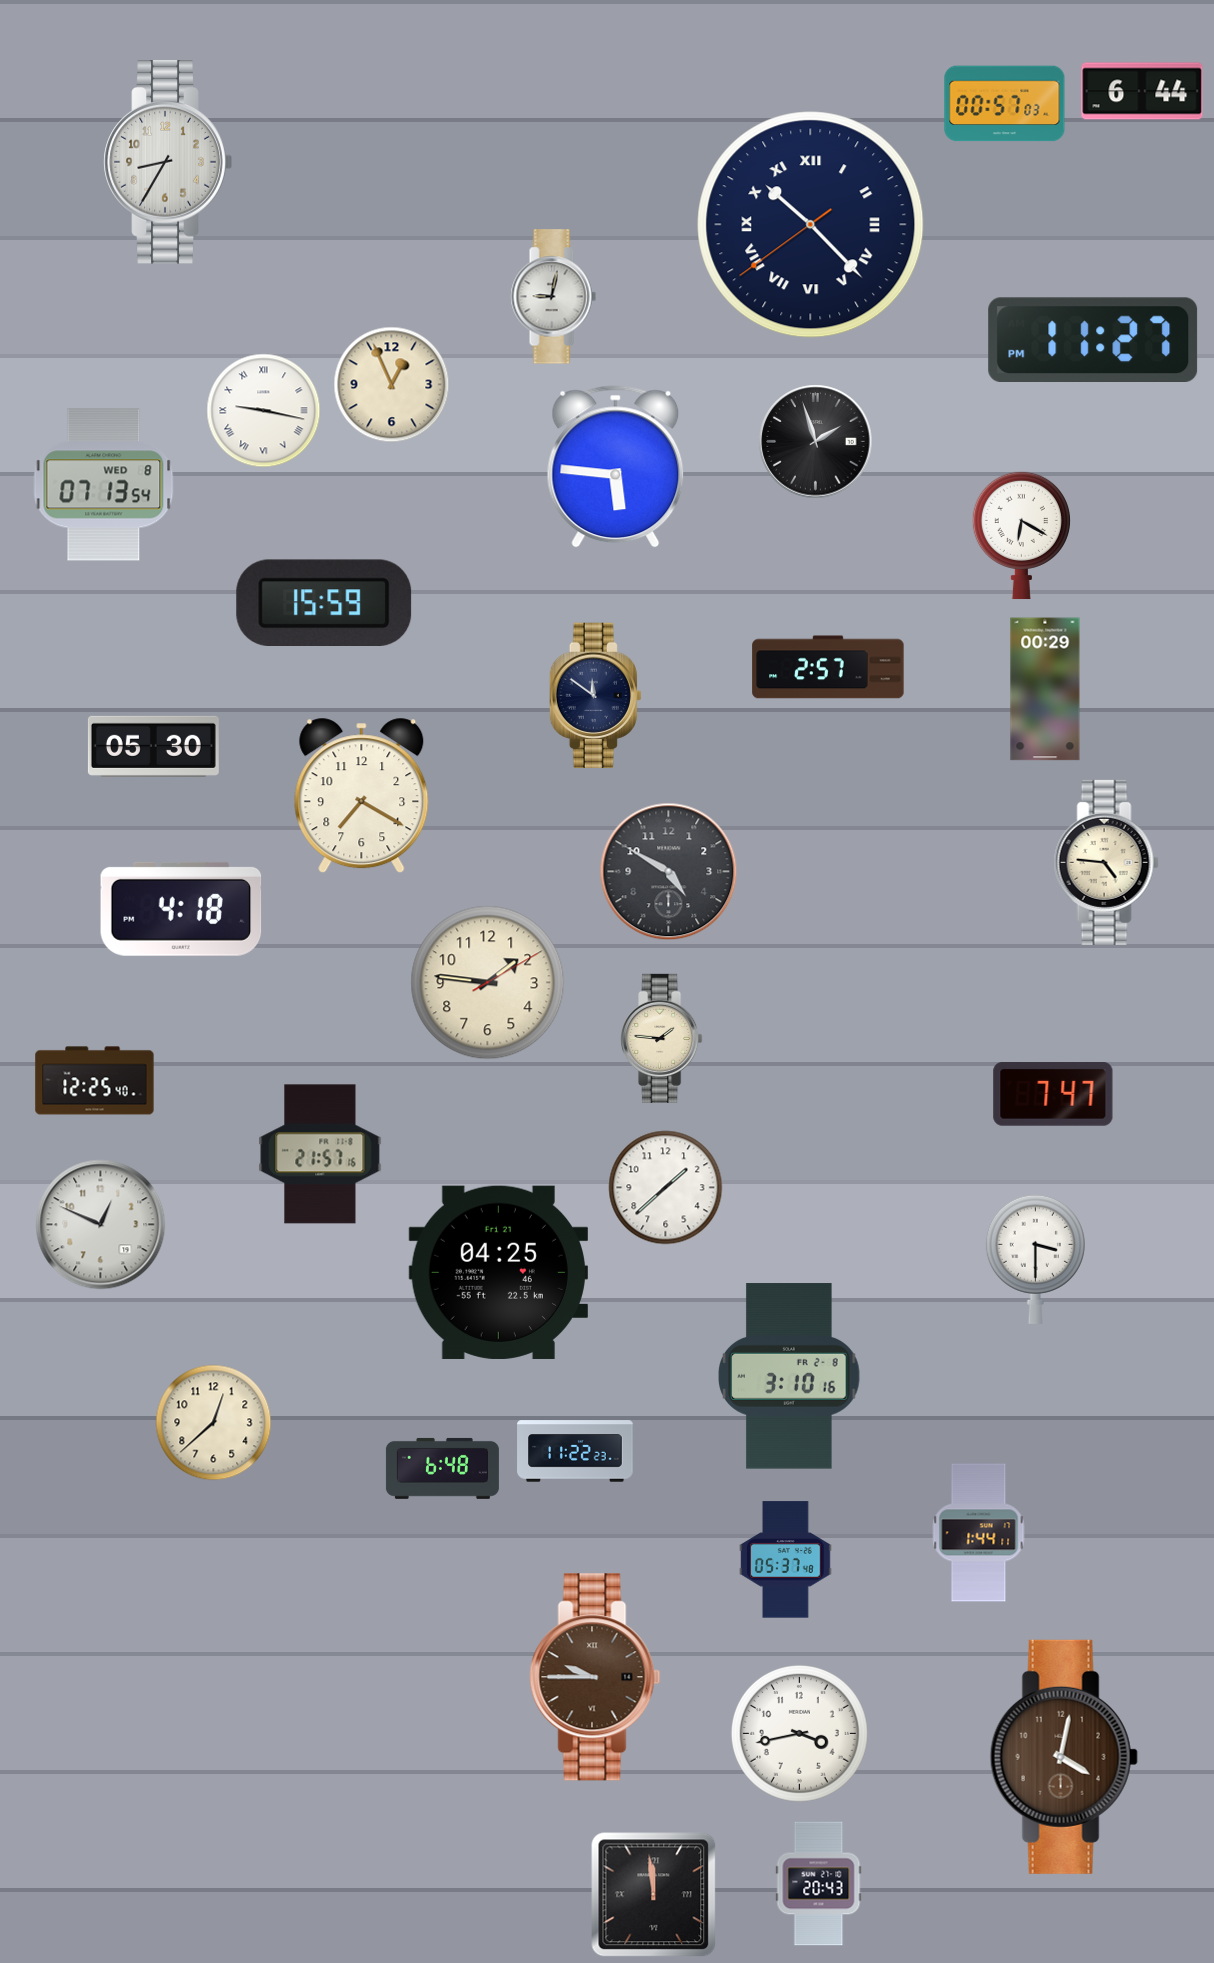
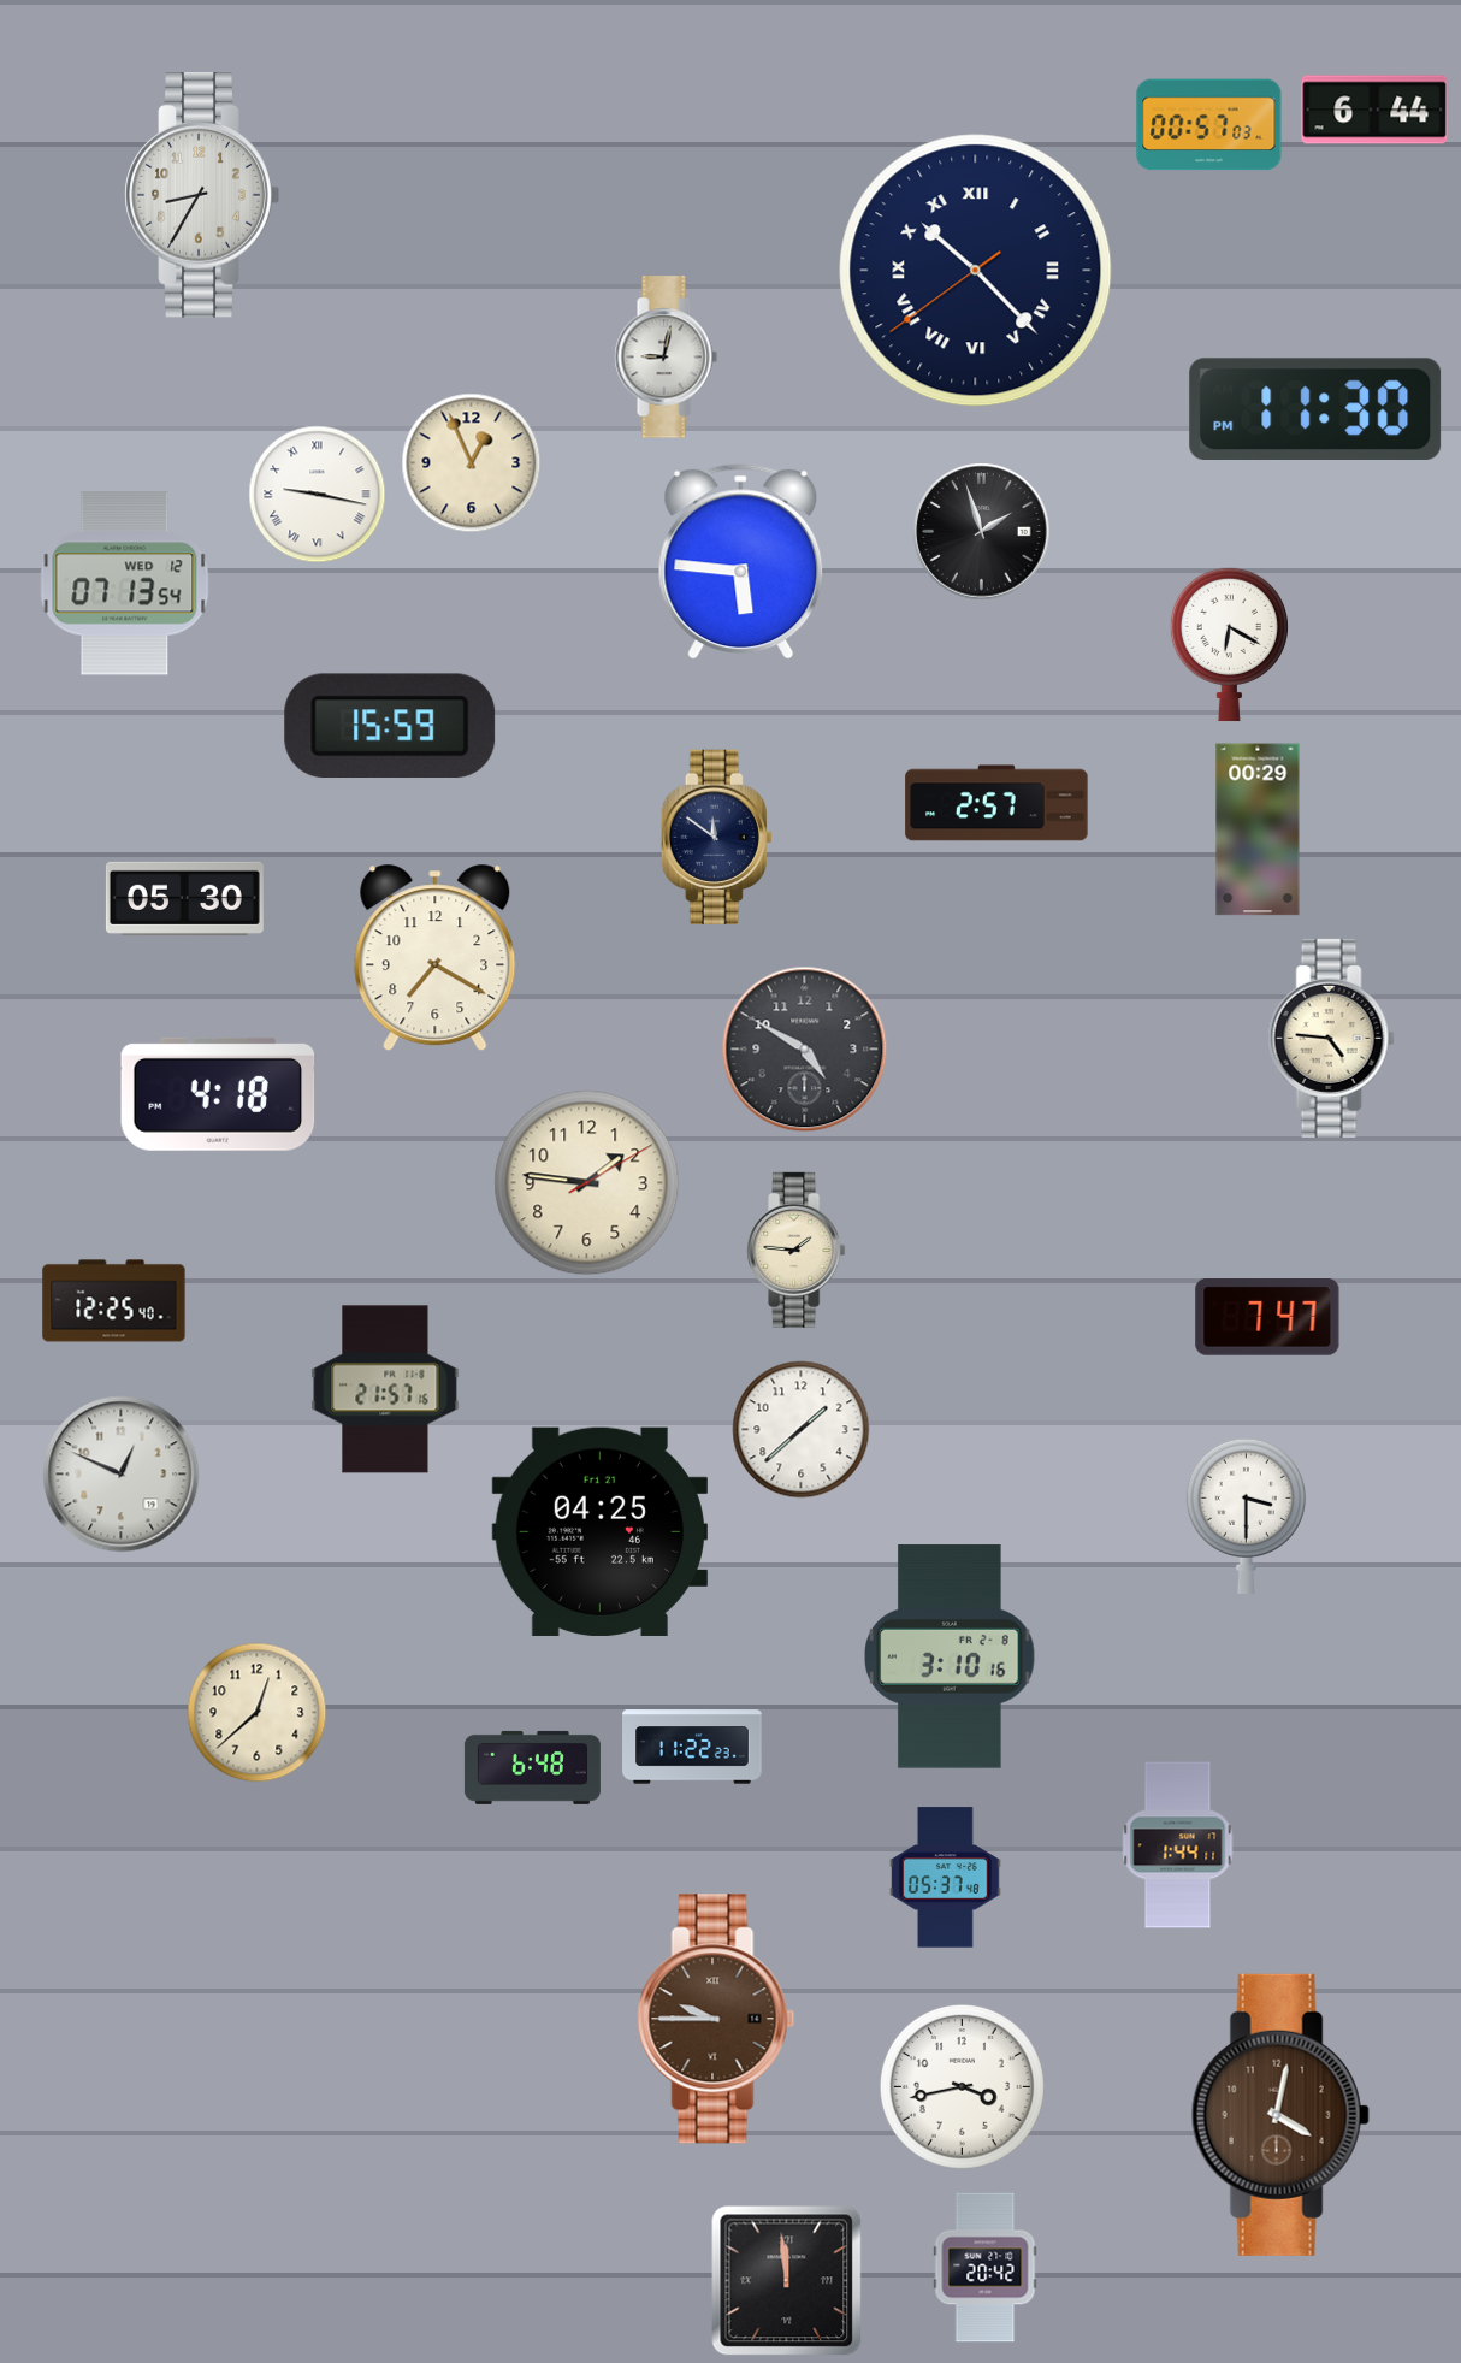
clock at (1093, 340): 11:27 -> 11:30
clock at (104, 485) date: WED 8 -> WED 12
clock at (819, 1884): 20:43 -> 20:42
